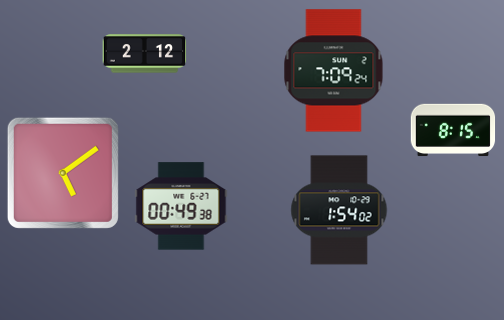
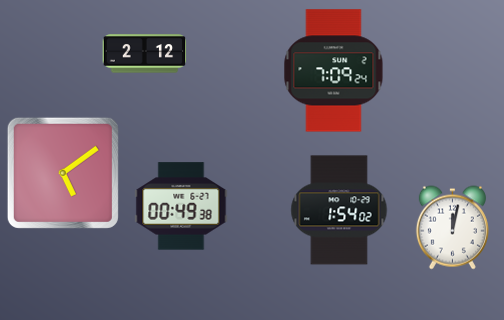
clock at (453, 130): 8:15 -> none
clock at (452, 228): none -> 12:02
